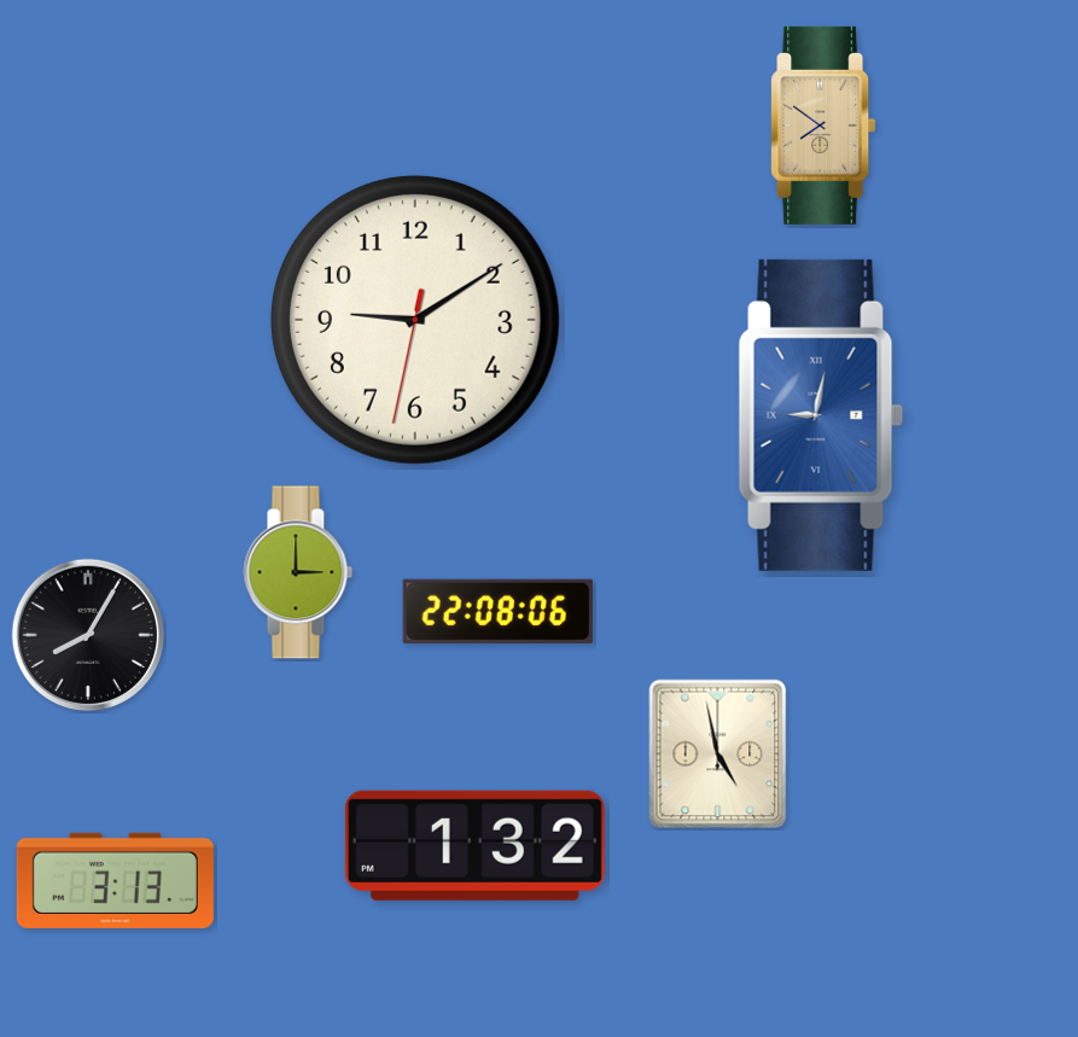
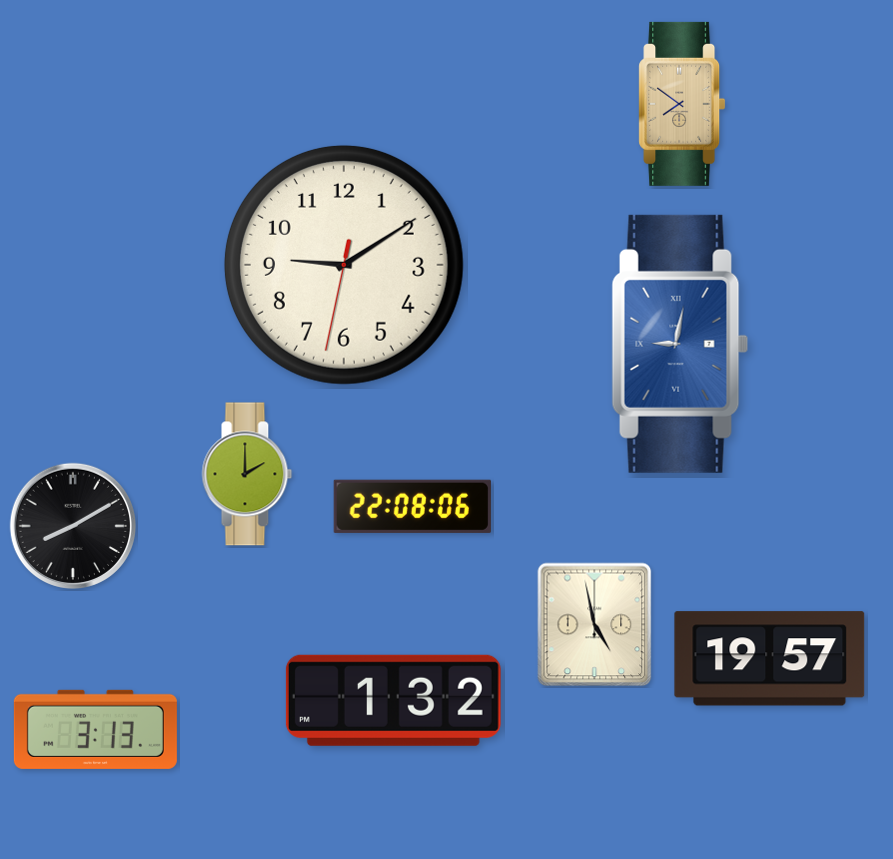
clock at (298, 572): 3:00 -> 2:00
clock at (88, 635): 8:05 -> 8:10
clock at (770, 659): none -> 19:57
